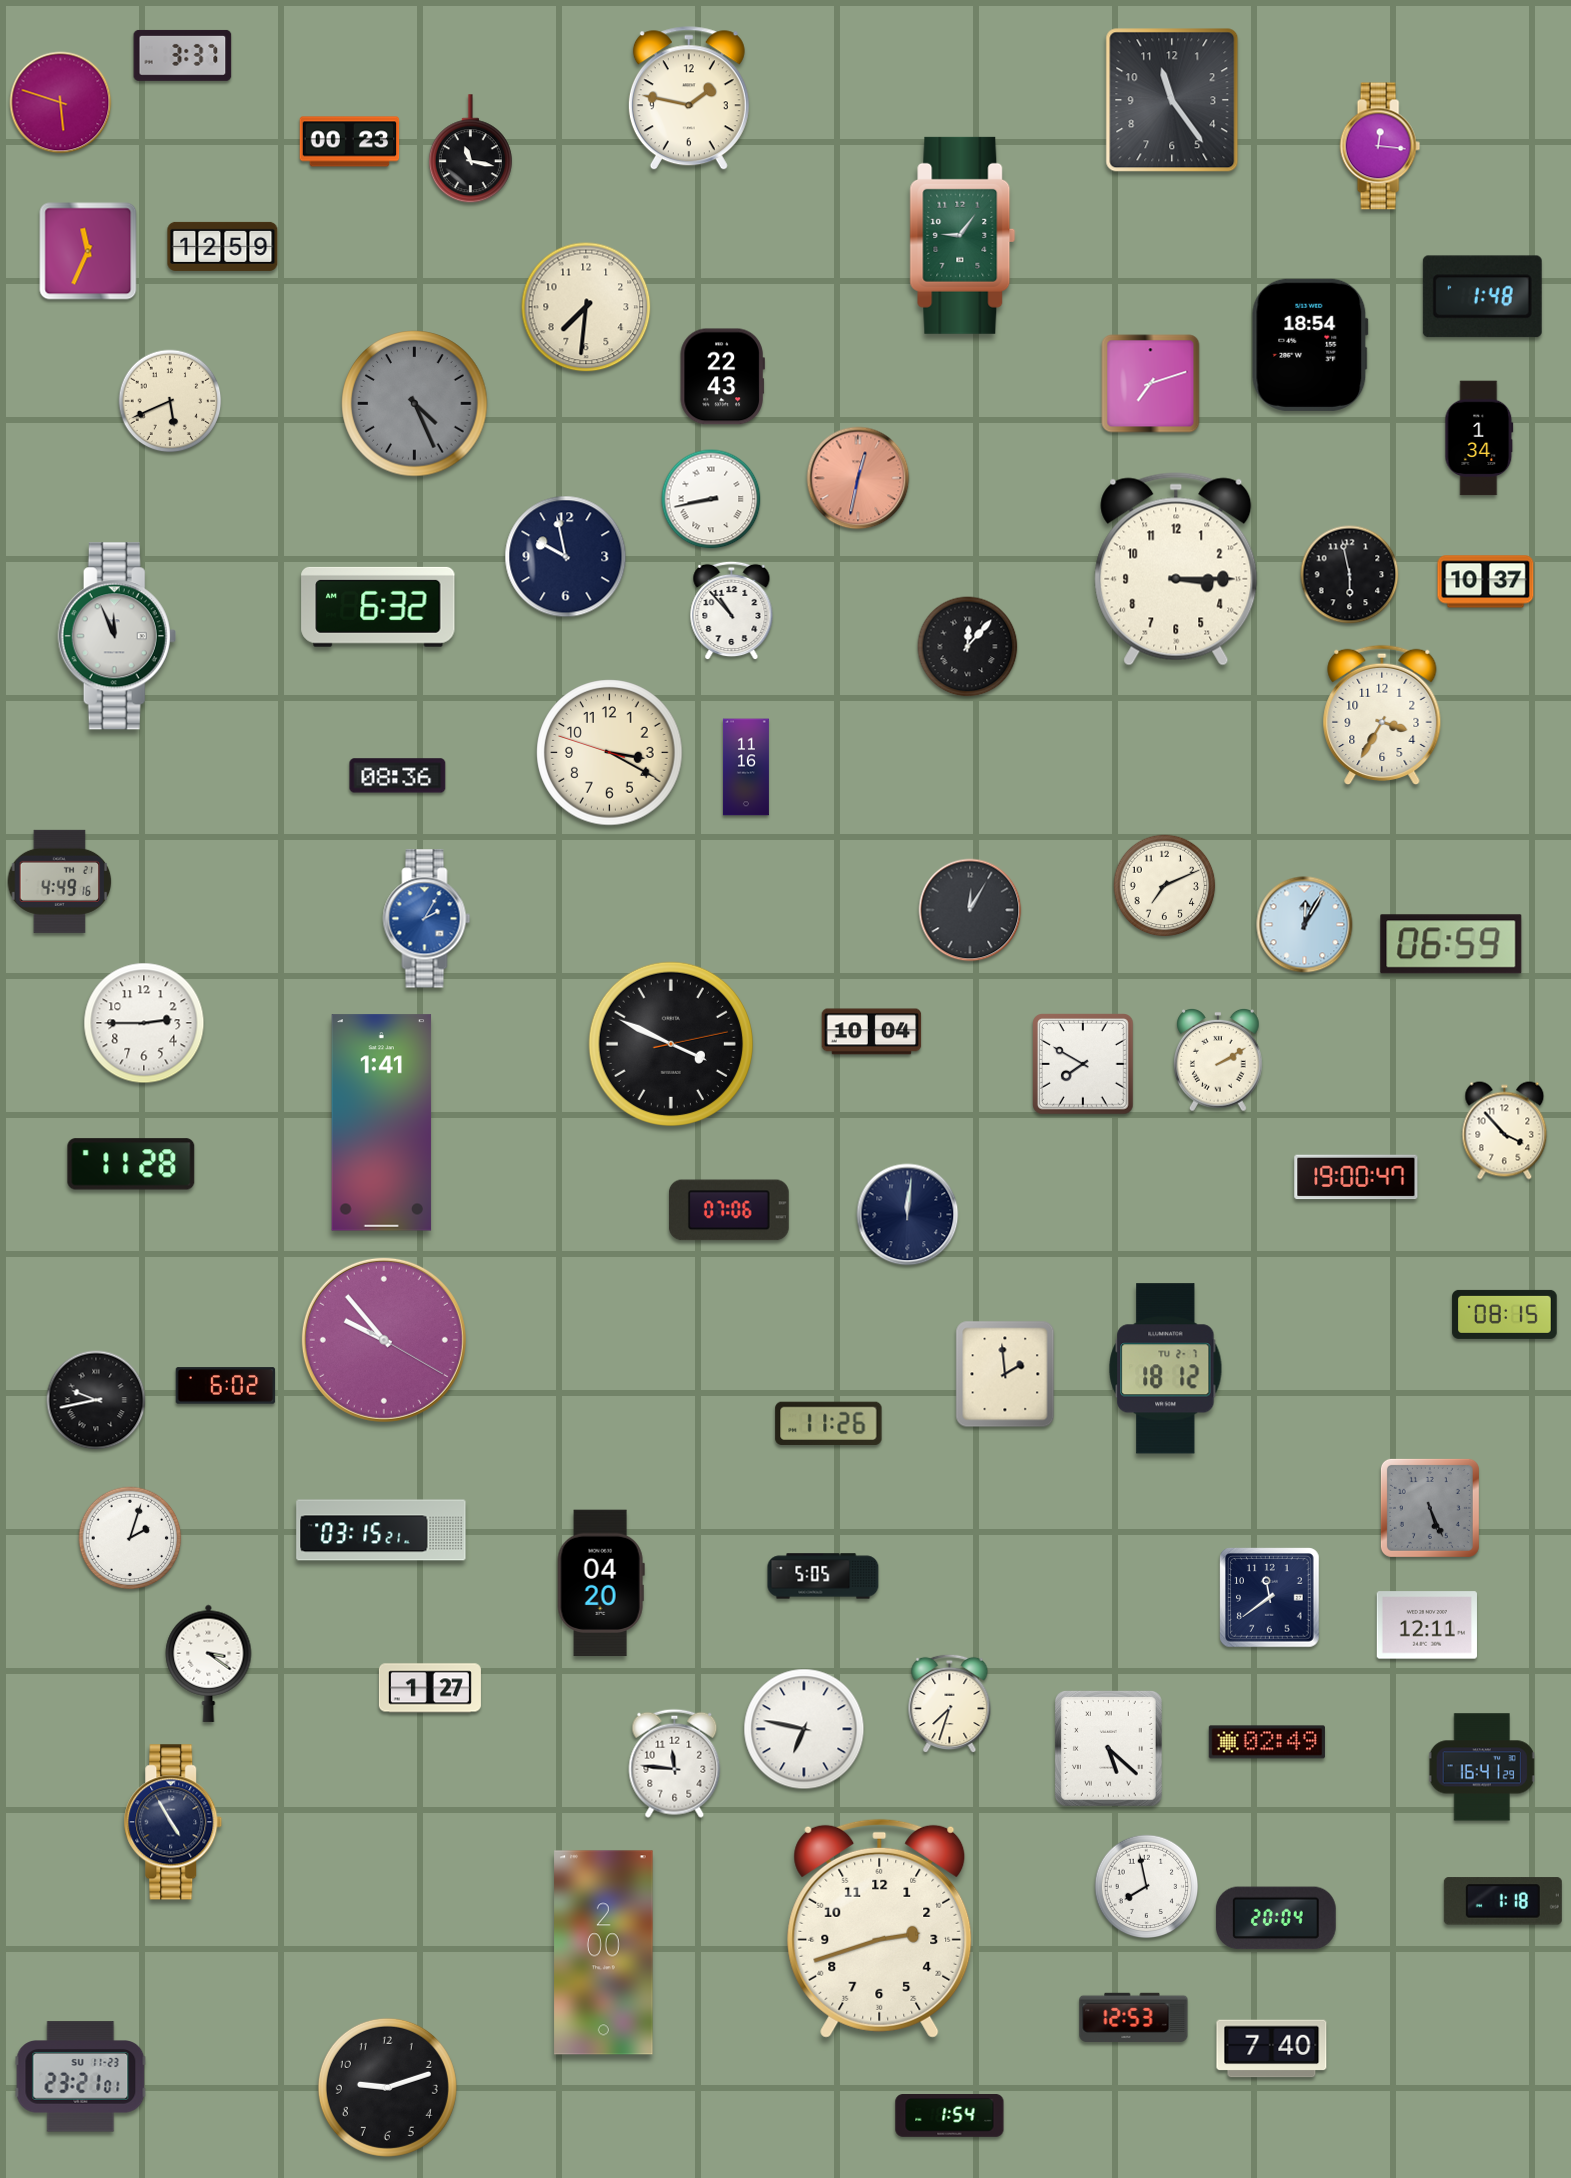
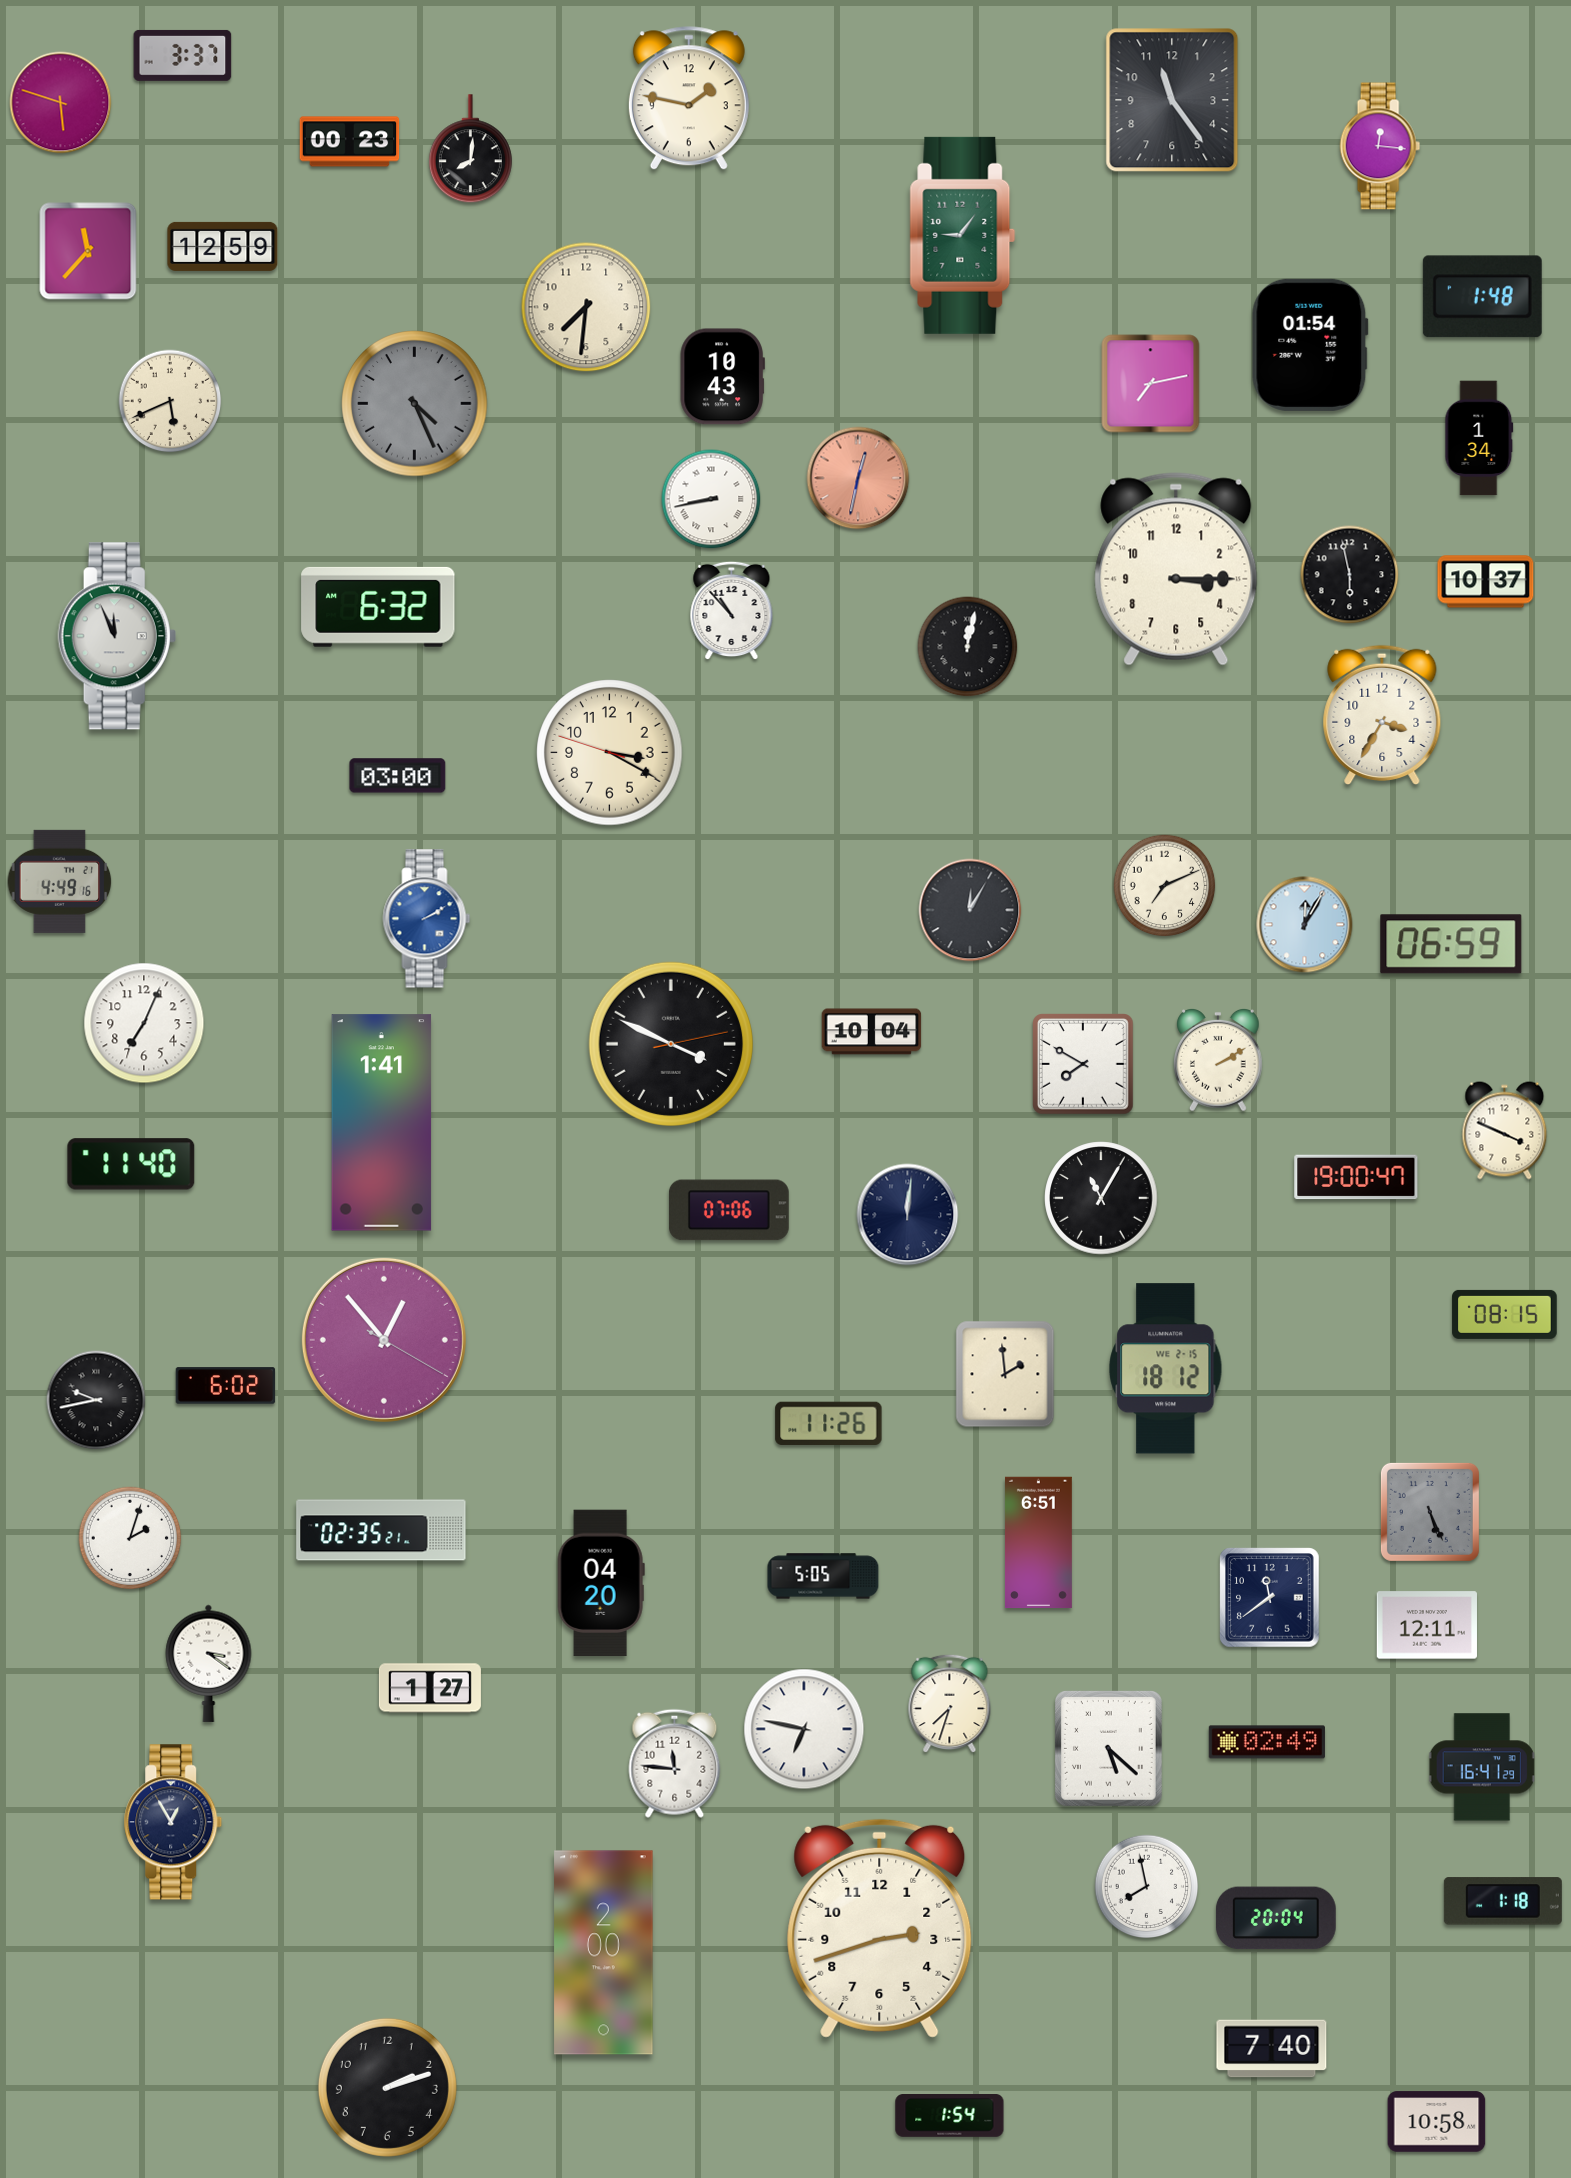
clock at (470, 149): 11:17 -> 8:01
clock at (88, 251): 11:34 -> 11:37
clock at (1310, 345): 18:54 -> 01:54
clock at (722, 377): 22:43 -> 10:43
clock at (1151, 384): 7:12 -> 7:13
clock at (566, 557): 9:58 -> none
clock at (968, 647): 12:07 -> 12:02
clock at (746, 767): 11:16 -> none
clock at (398, 776): 08:36 -> 03:00
clock at (427, 919): 2:05 -> 2:10
clock at (144, 1023): 2:45 -> 7:04
clock at (1505, 1131): 3:53 -> 3:49
clock at (131, 1164): 11:28 -> 11:40
clock at (1101, 1198): none -> 11:05
clock at (384, 1340): 9:53 -> 12:53
clock at (1166, 1369) date: TU 2-7 -> WE 2-15
clock at (1430, 1508) position: (1430, 1508) -> (1430, 1512)
clock at (381, 1530): 03:15 -> 02:35
clock at (1038, 1543): none -> 6:51
clock at (173, 1822): 4:55 -> 12:55
clock at (1134, 2017): 12:53 -> none
clock at (81, 2077): 23:21 -> none
clock at (387, 2087): 9:12 -> 2:12
clock at (1437, 2122): none -> 10:58
